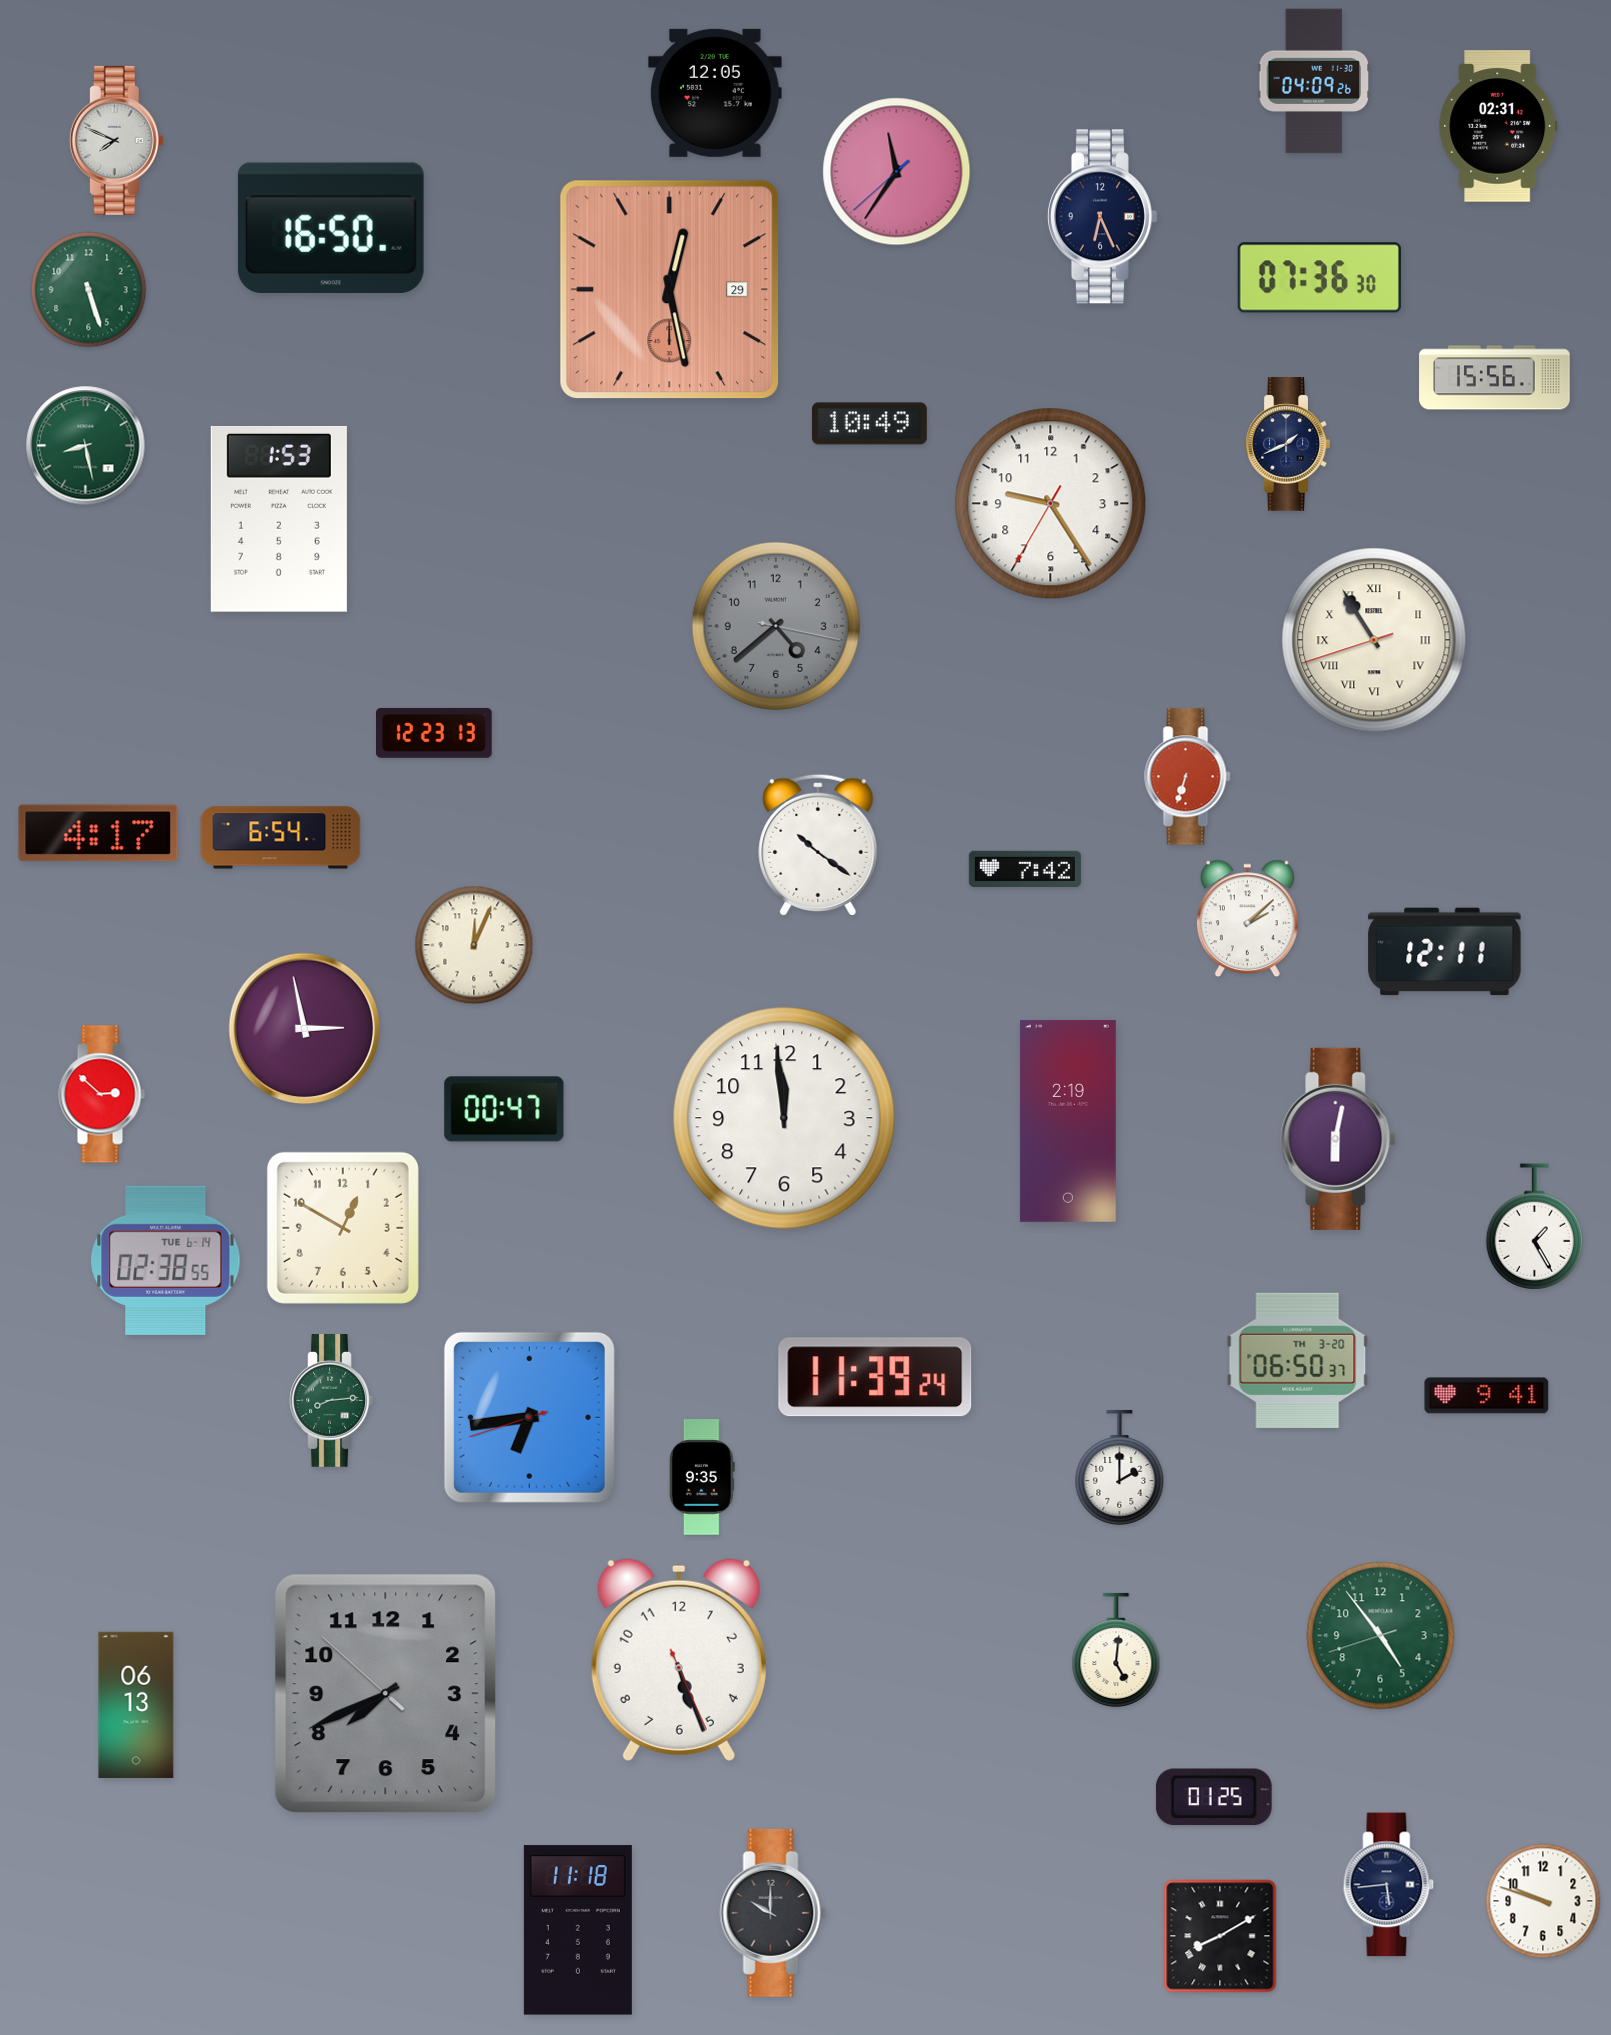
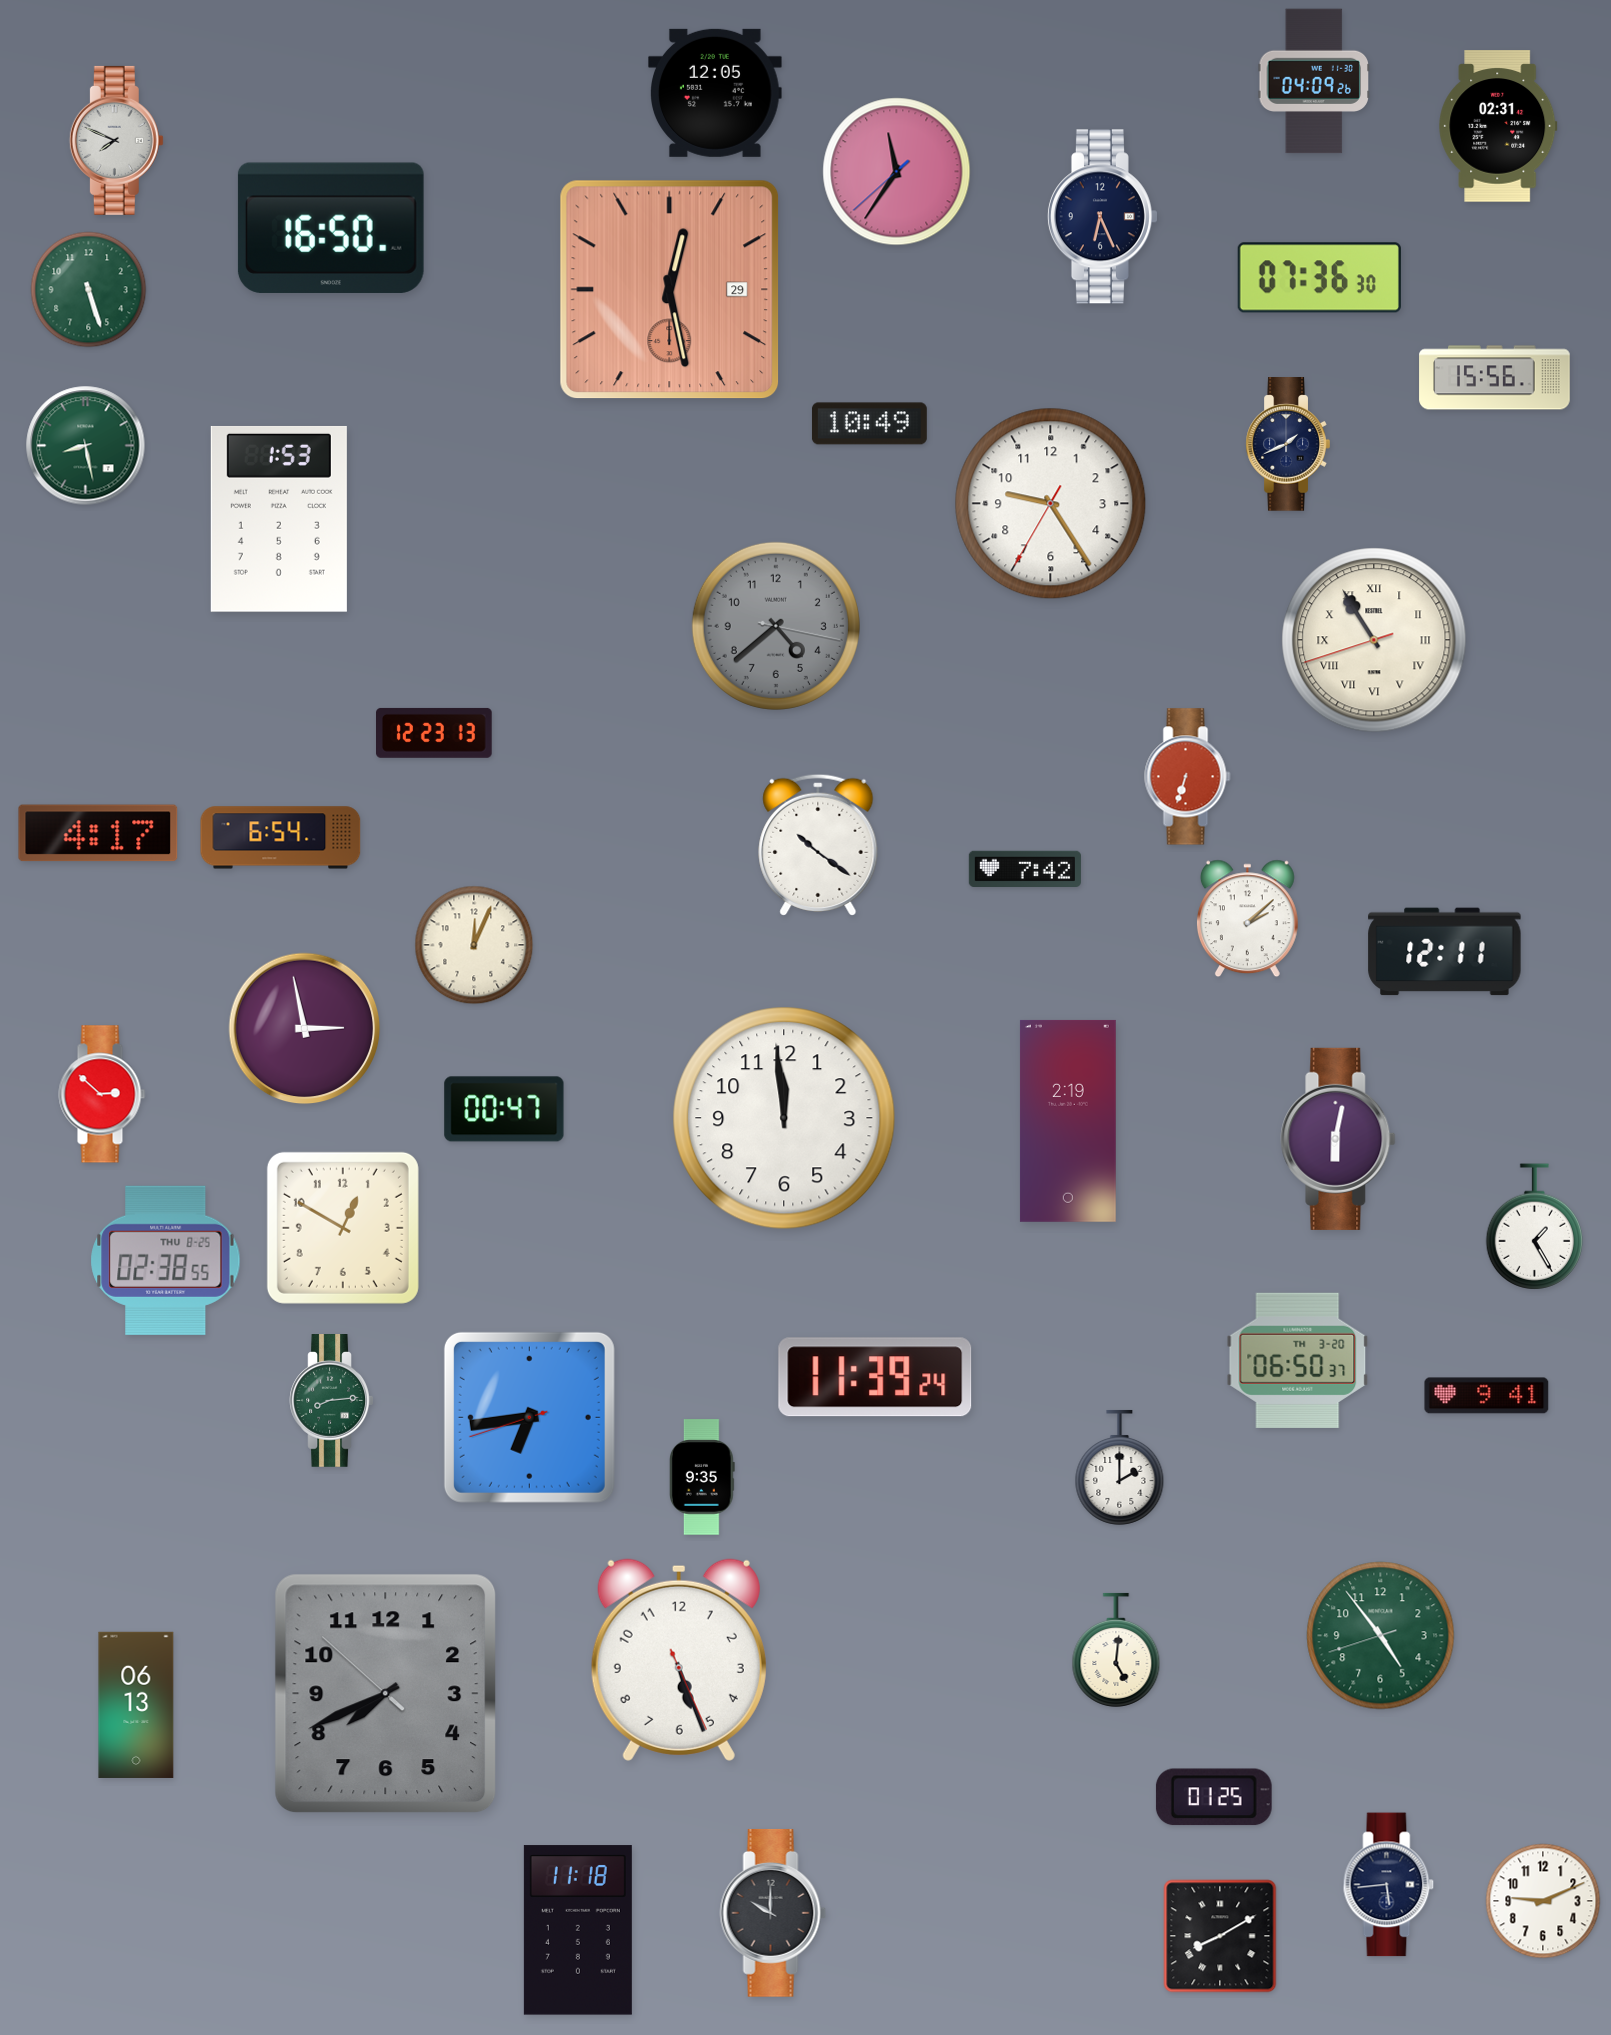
clock at (166, 1260) date: TUE 6-14 -> THU 8-25
clock at (1543, 1901): 9:48 -> 9:11
